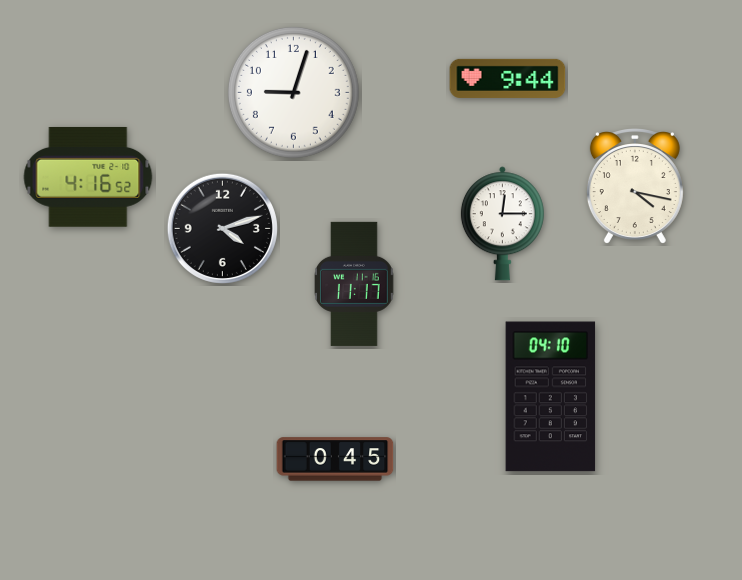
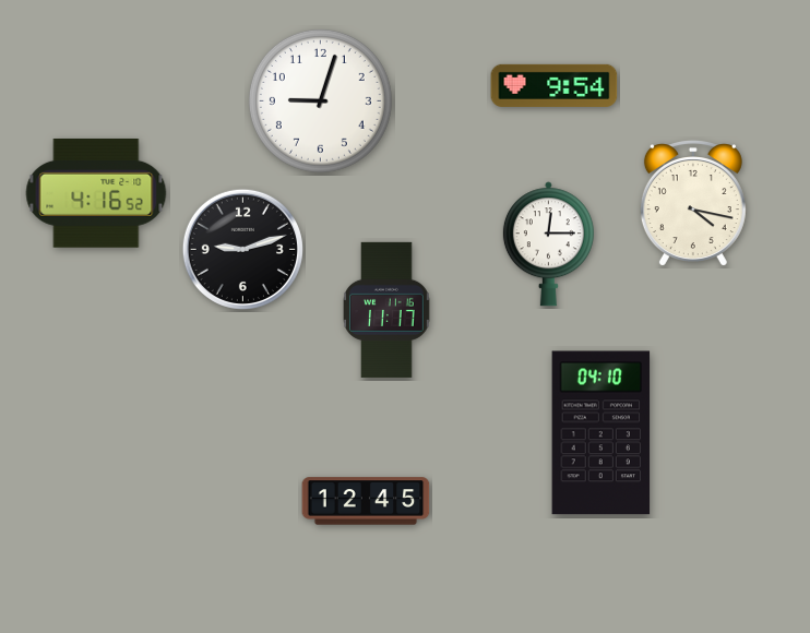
clock at (508, 78): 9:44 -> 9:54
clock at (222, 228): 4:12 -> 9:12
clock at (335, 459): 0:45 -> 12:45
